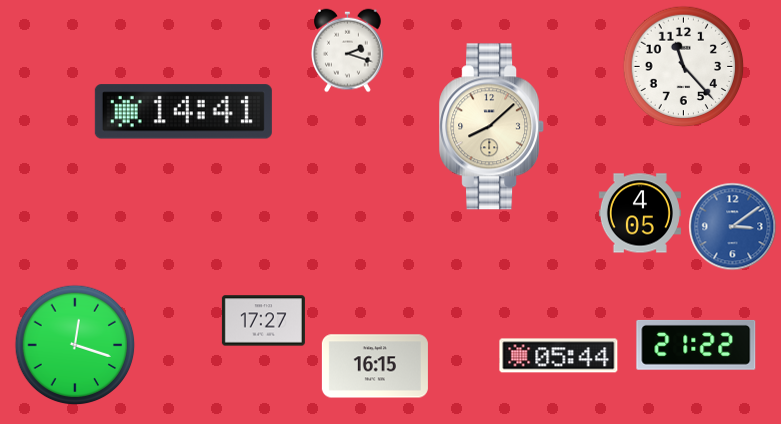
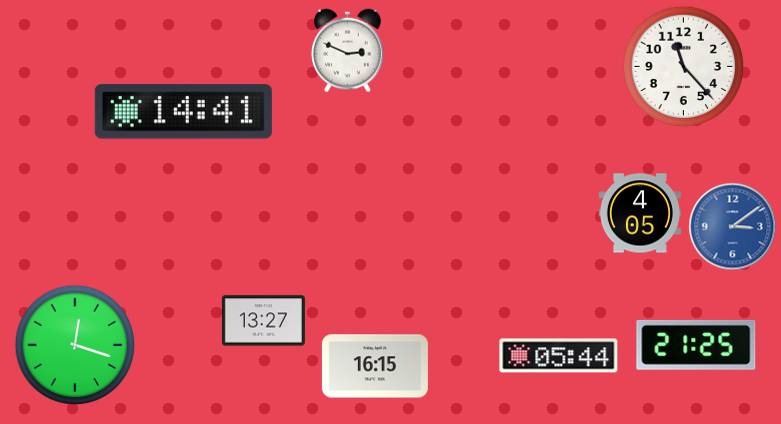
clock at (348, 51): 2:18 -> 2:49
clock at (492, 127): 8:08 -> none
clock at (263, 321): 17:27 -> 13:27
clock at (696, 345): 21:22 -> 21:25
